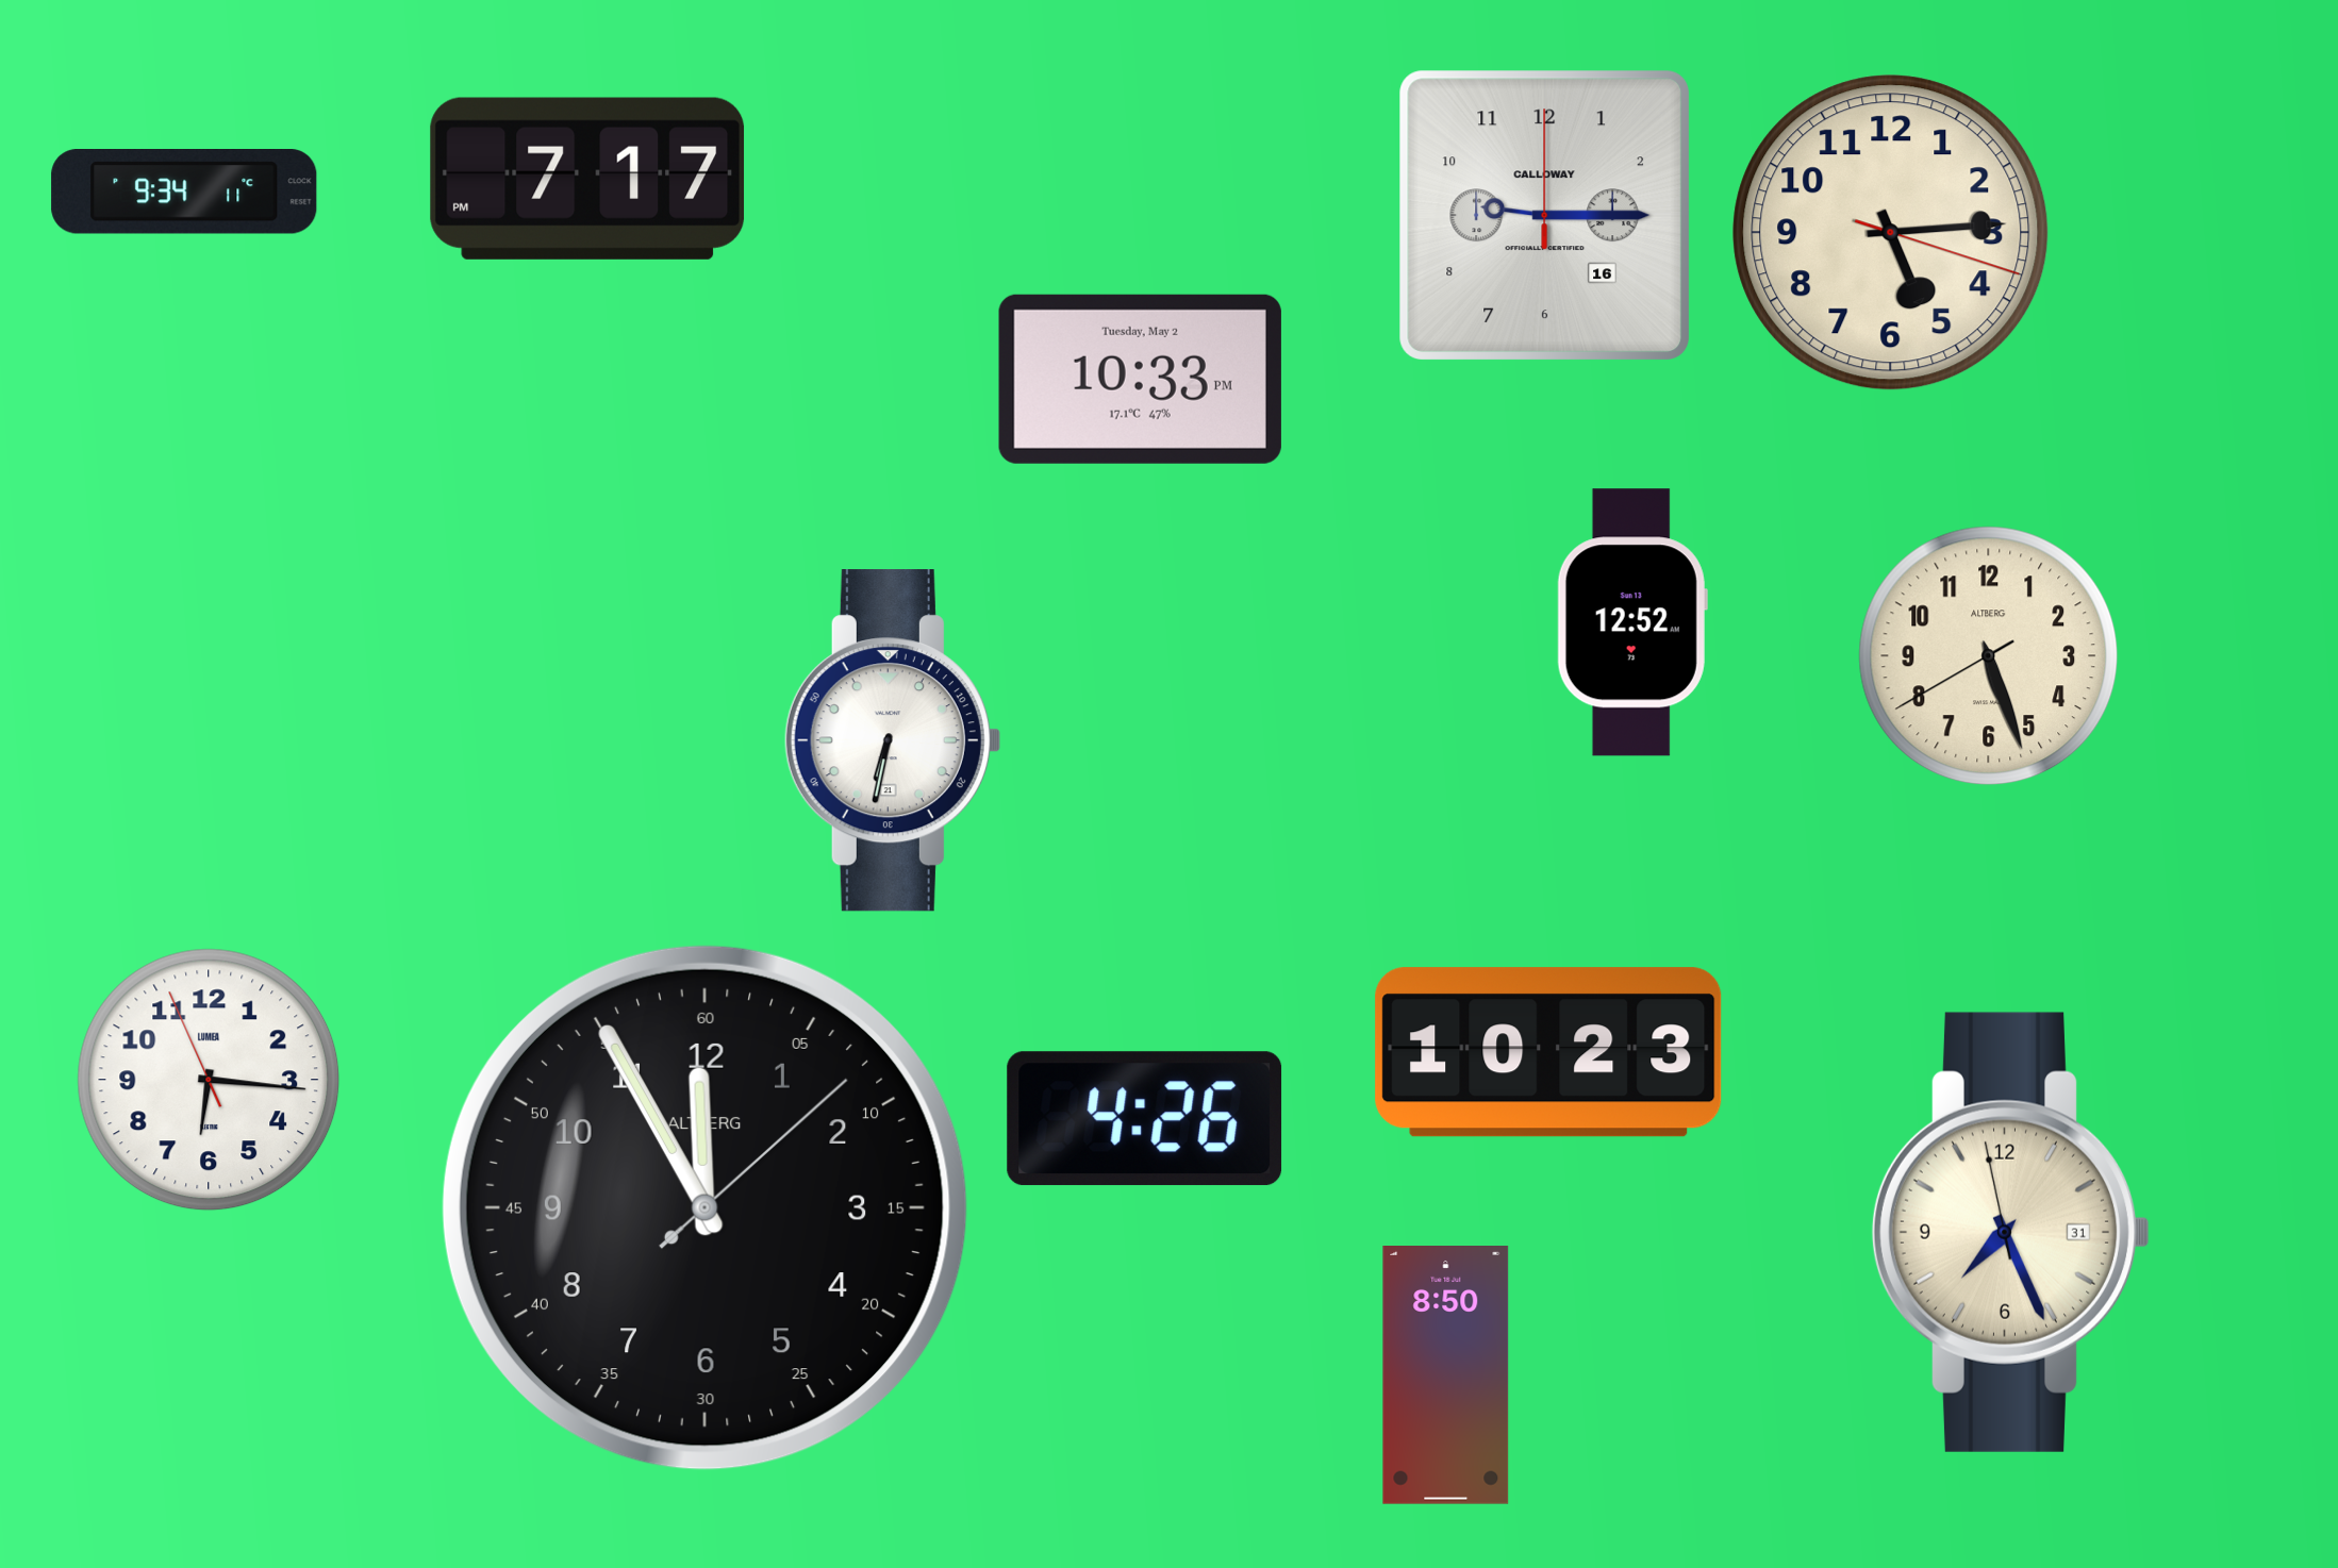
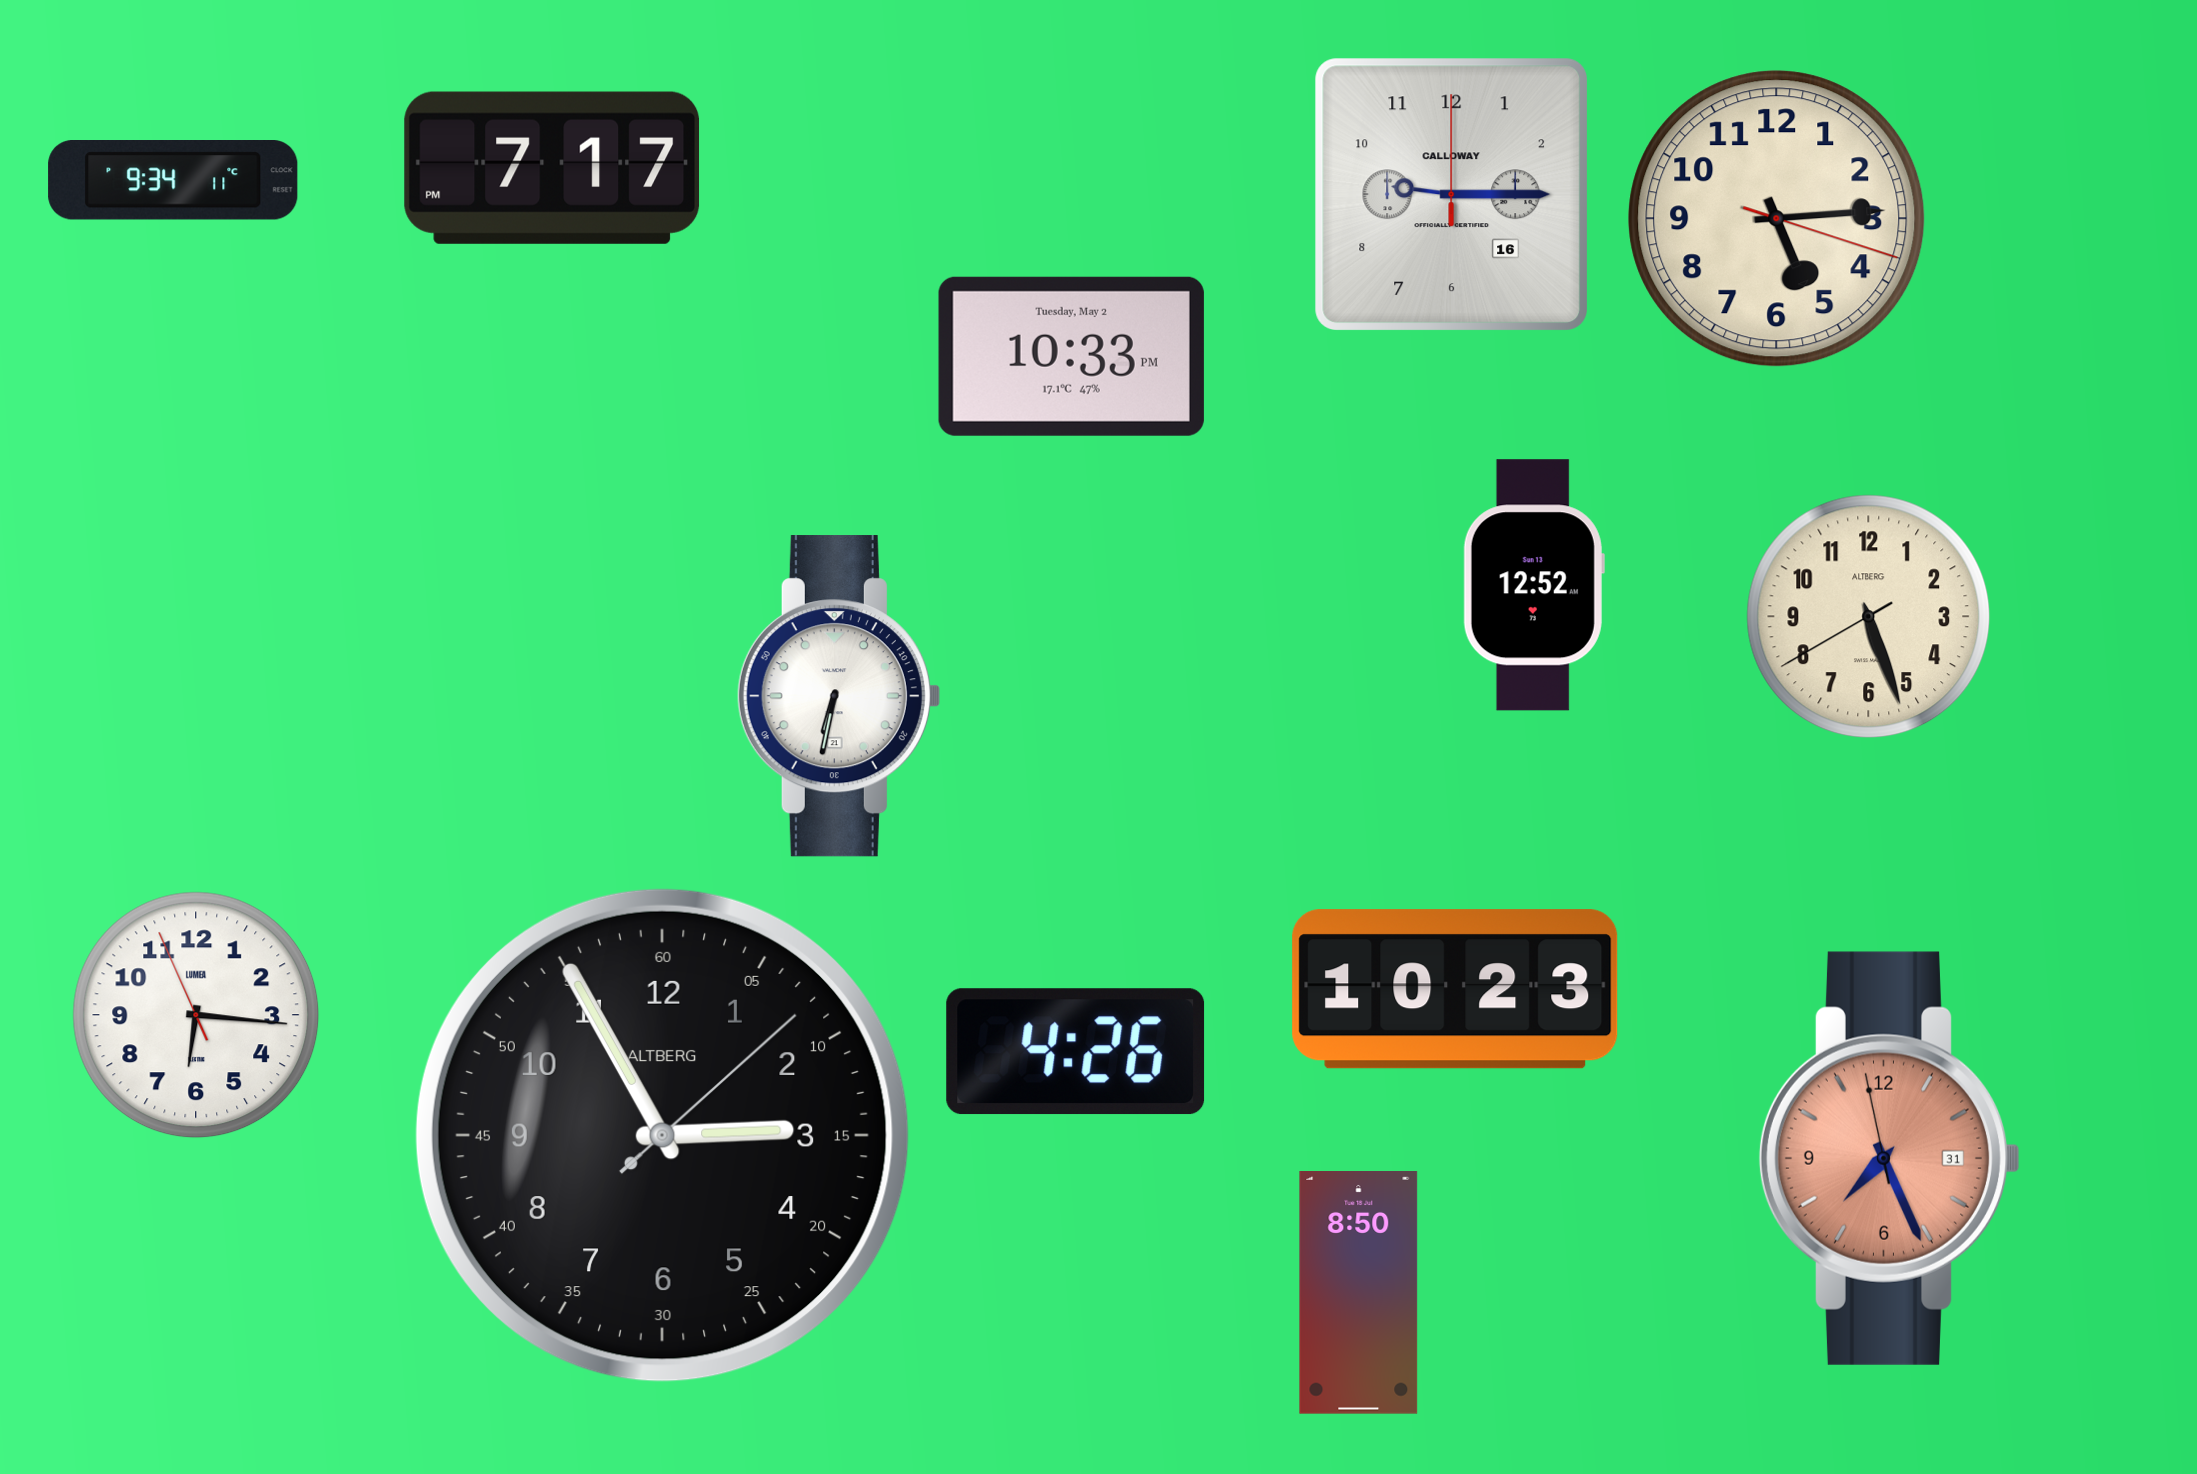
clock at (1544, 215) position: (1544, 215) -> (1451, 194)
clock at (704, 1207): 11:55 -> 2:55
clock at (2011, 1232) dial: cream -> salmon
